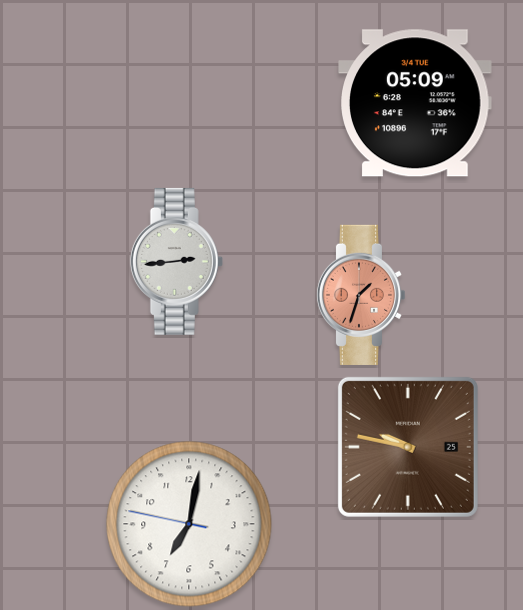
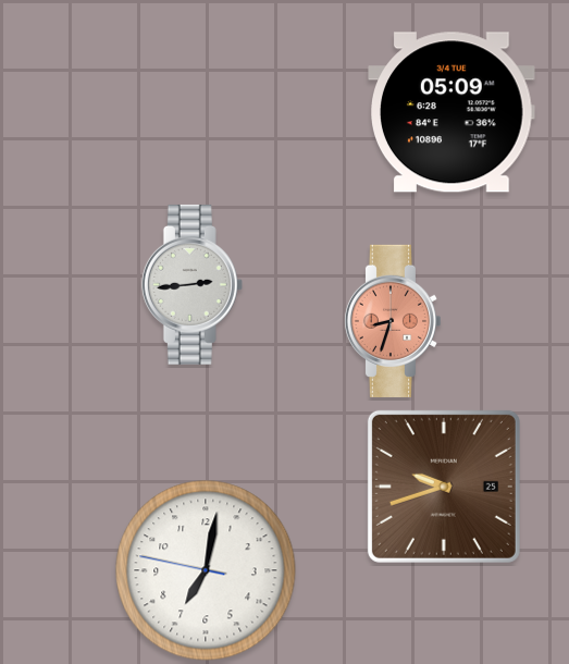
clock at (360, 295): 1:33 -> 8:33
clock at (408, 447): 9:47 -> 9:42
